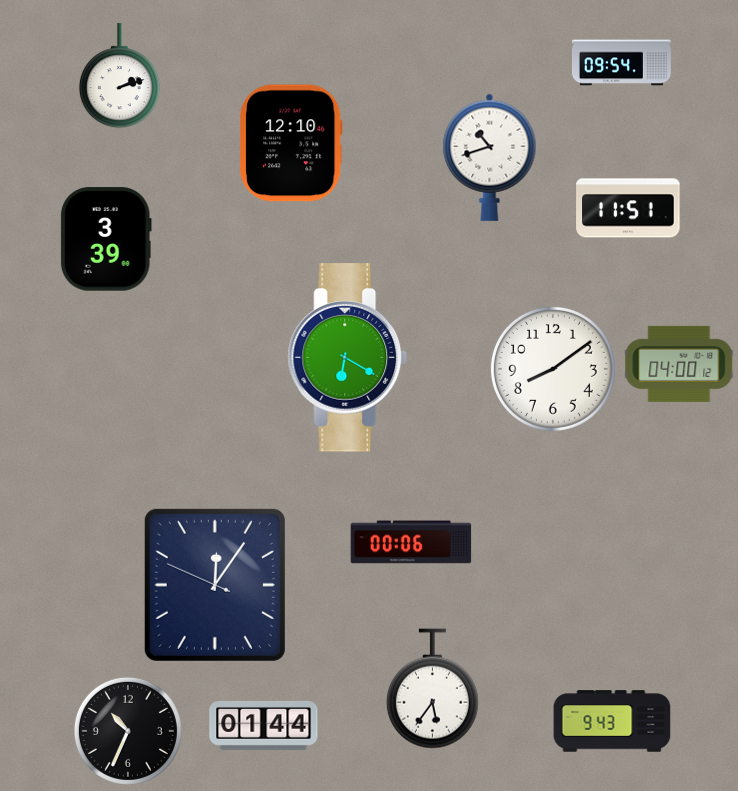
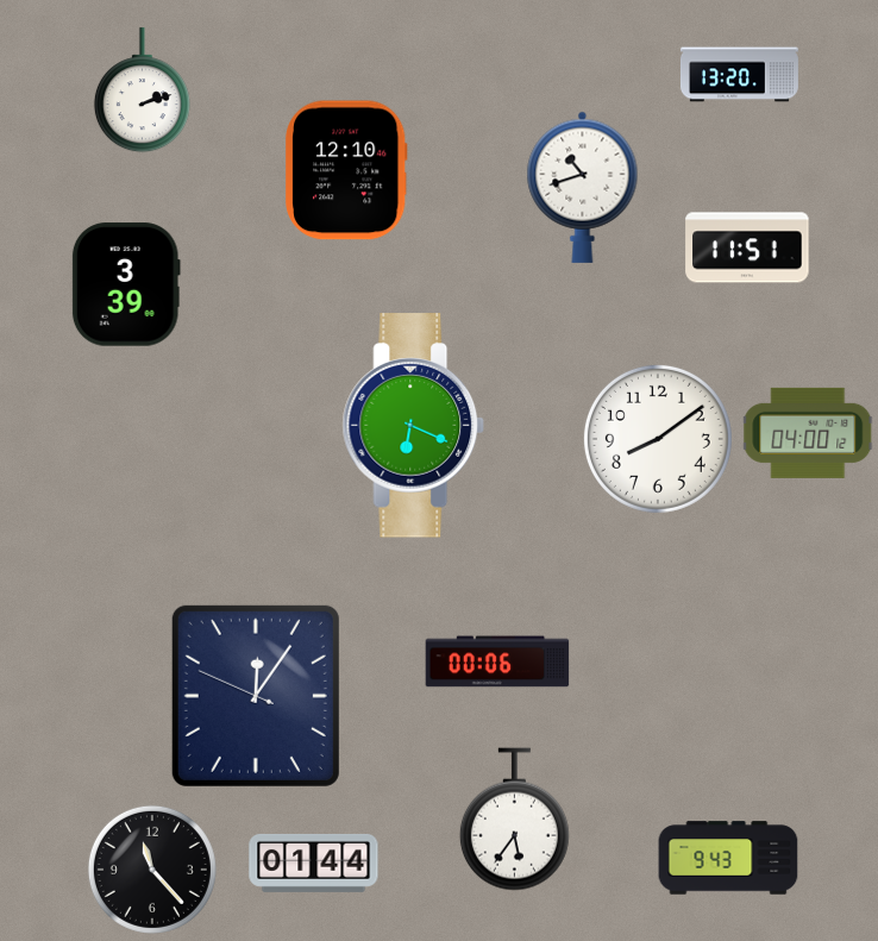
clock at (621, 63): 09:54 -> 13:20
clock at (348, 358): 6:20 -> 6:19
clock at (411, 542) position: (411, 542) -> (497, 661)
clock at (128, 731): 10:34 -> 11:23
